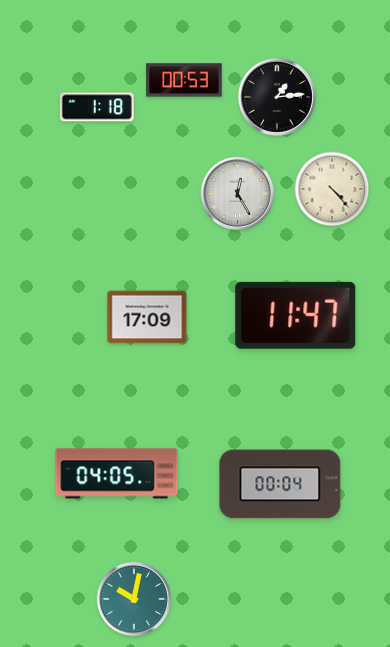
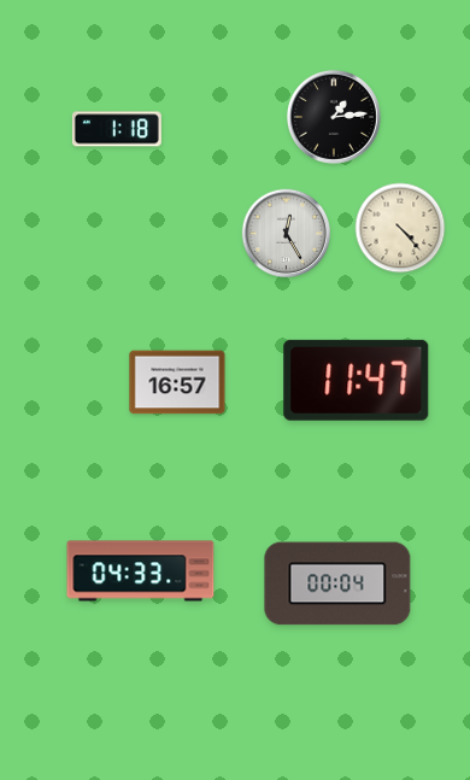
clock at (184, 80): 00:53 -> none
clock at (147, 317): 17:09 -> 16:57
clock at (117, 474): 04:05 -> 04:33
clock at (134, 599): 10:02 -> none
